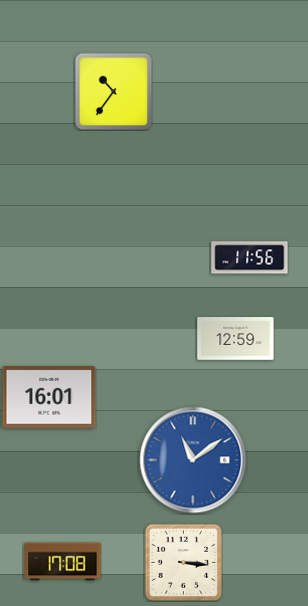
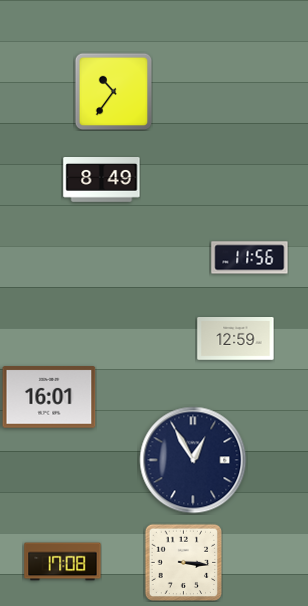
clock at (102, 180): none -> 8:49
clock at (193, 460): 11:09 -> 12:55
clock at (193, 460) dial: blue -> navy
